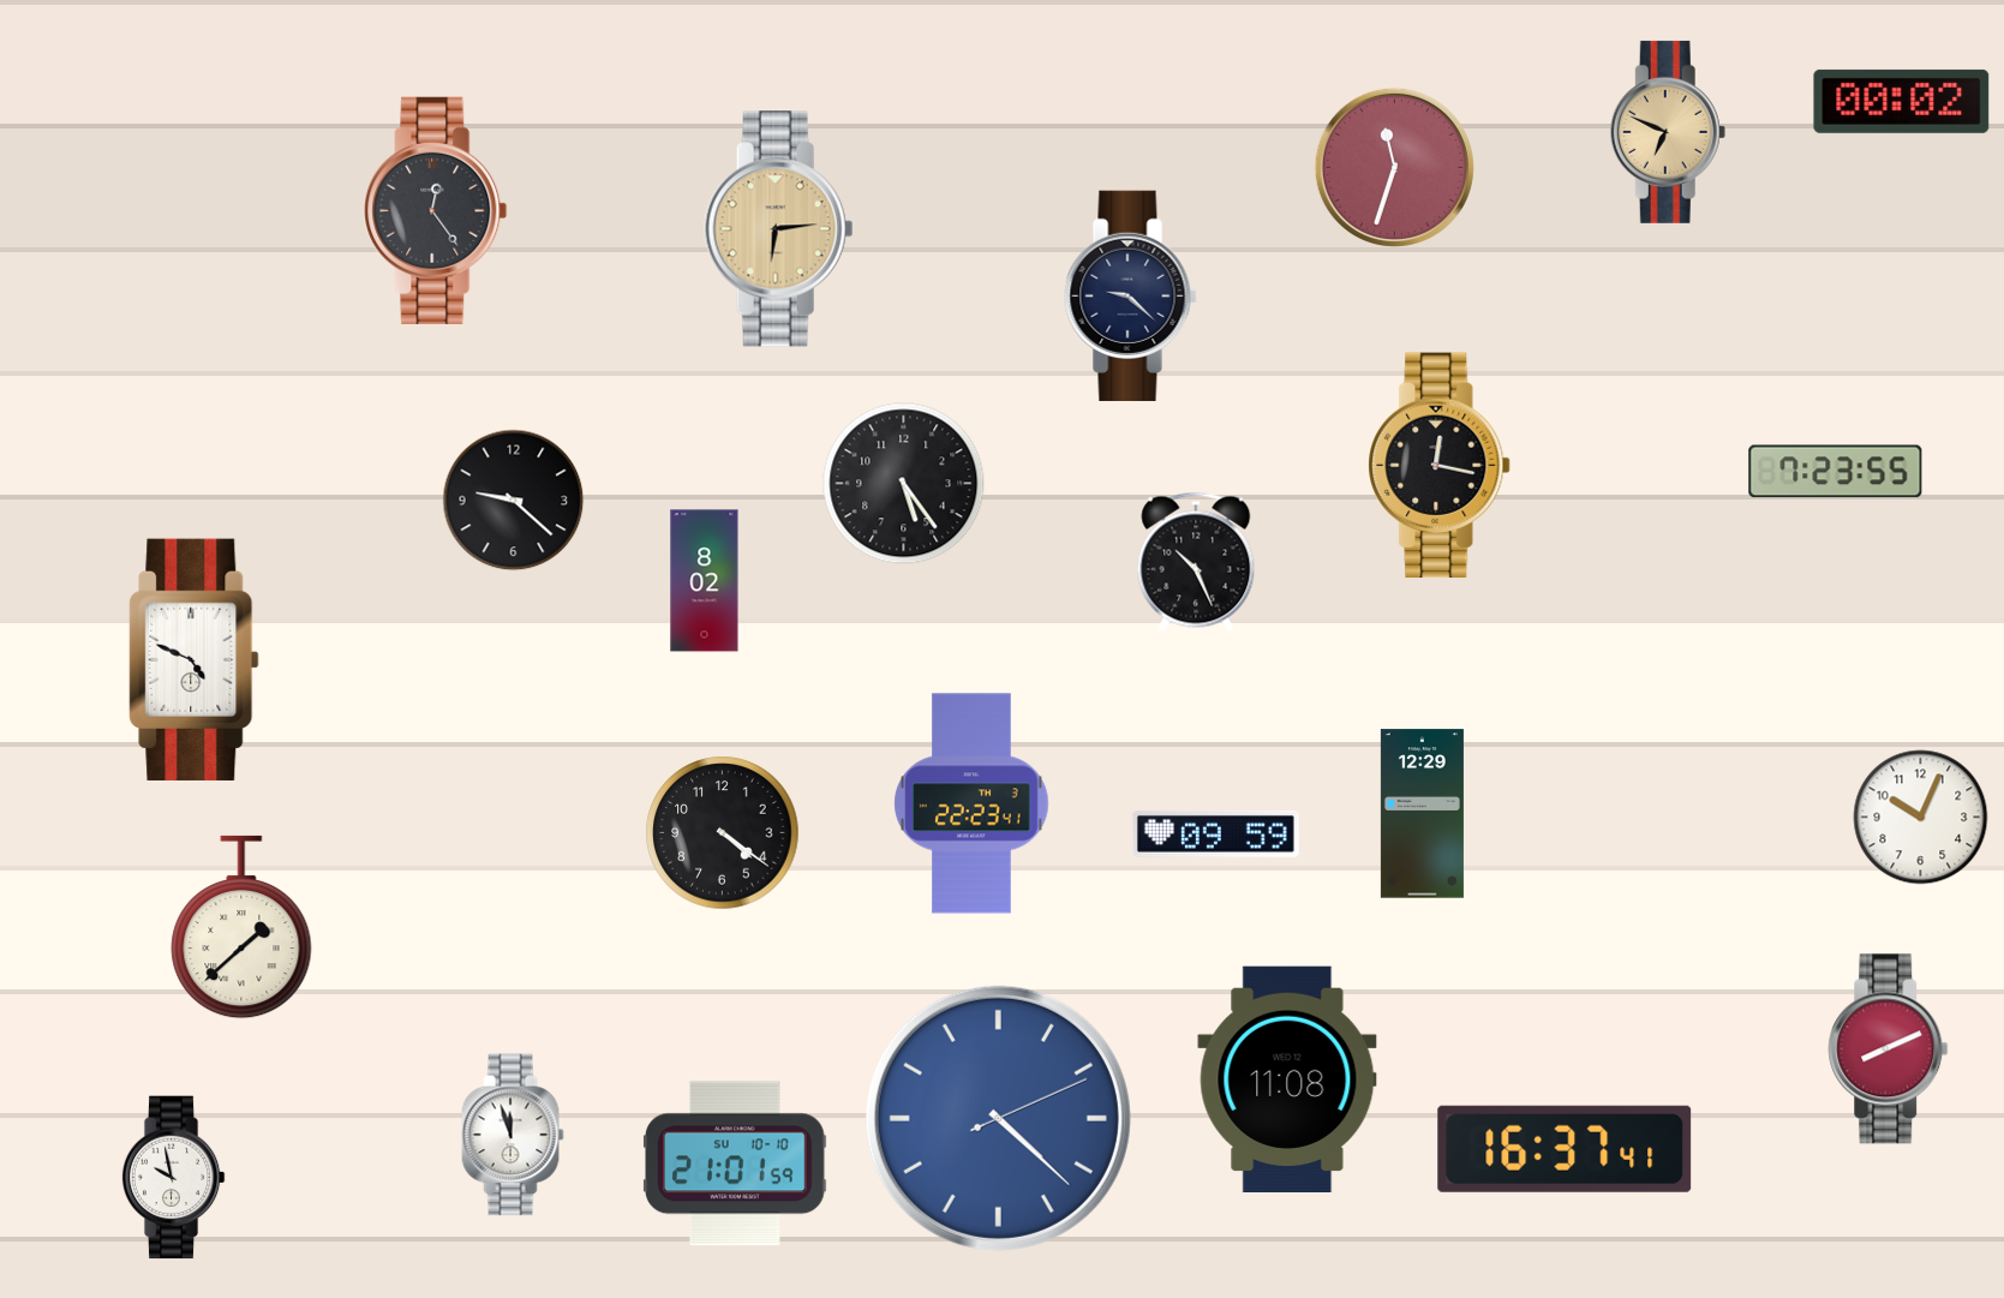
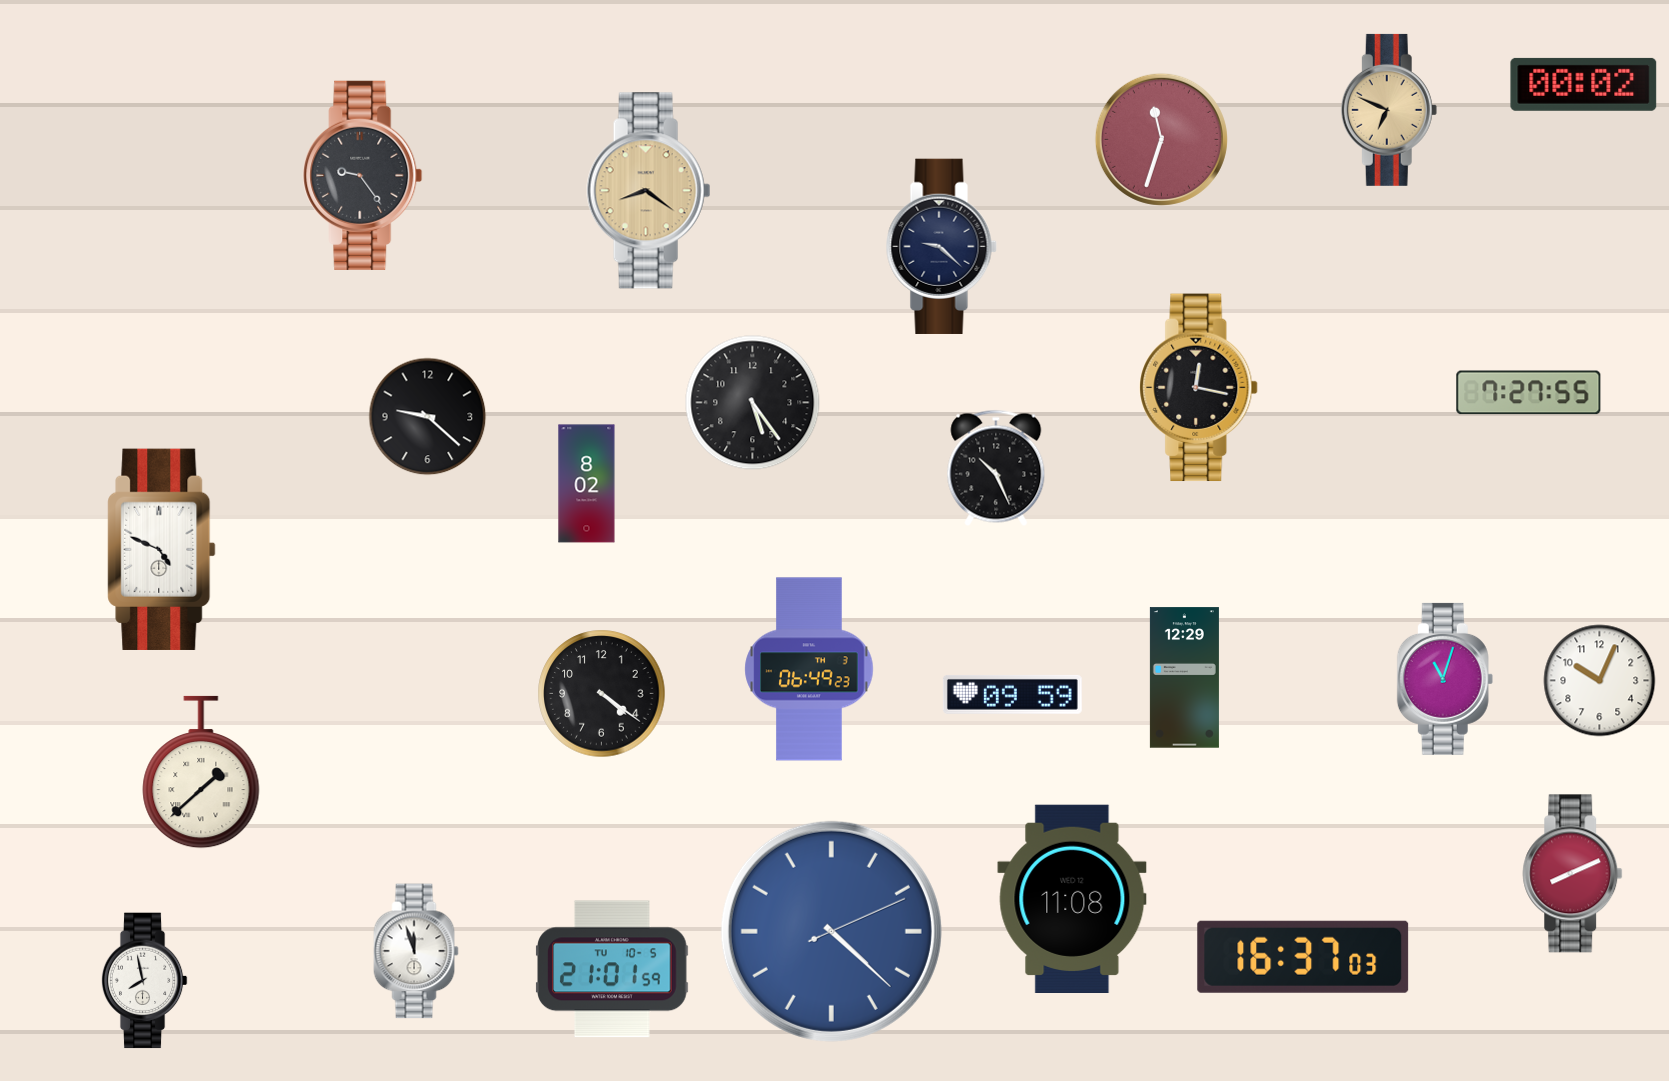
clock at (436, 210): 12:24 -> 9:24
clock at (779, 229): 6:14 -> 8:21
clock at (1836, 472): 7:23 -> 7:27
clock at (971, 803): 22:23 -> 06:49
clock at (1445, 679): none -> 11:03
clock at (513, 1135) position: (513, 1135) -> (416, 951)
clock at (1565, 1149): 16:37:41 -> 16:37:03
clock at (735, 1164) date: SU 10-10 -> TU 10-5
clock at (173, 1178): 9:58 -> 7:58
